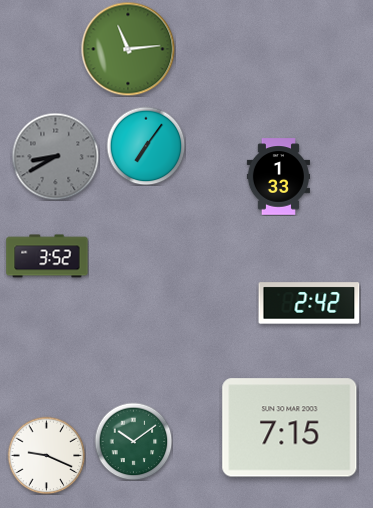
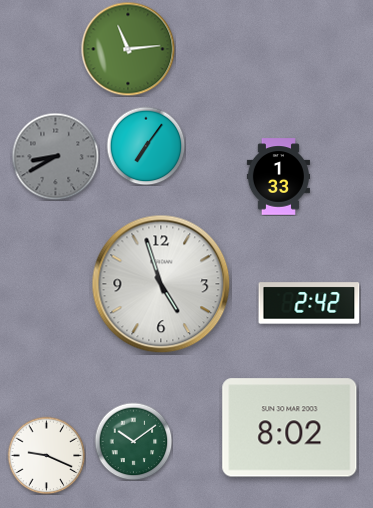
clock at (47, 256): 3:52 -> none
clock at (161, 284): none -> 4:57
clock at (290, 428): 7:15 -> 8:02
